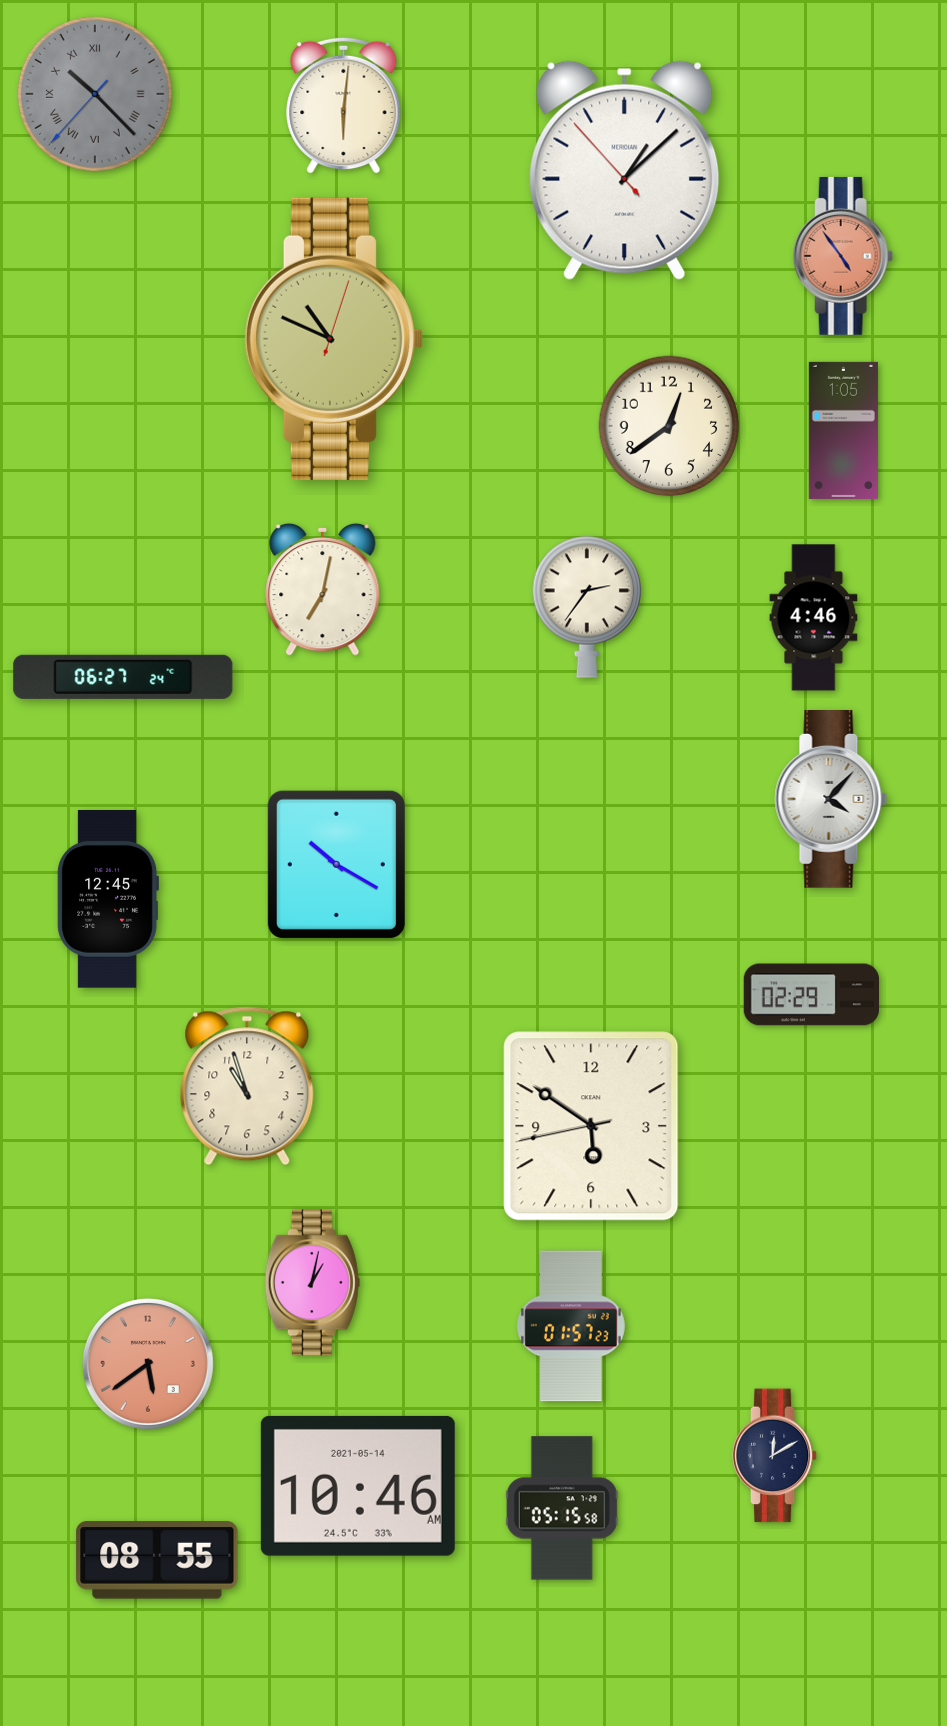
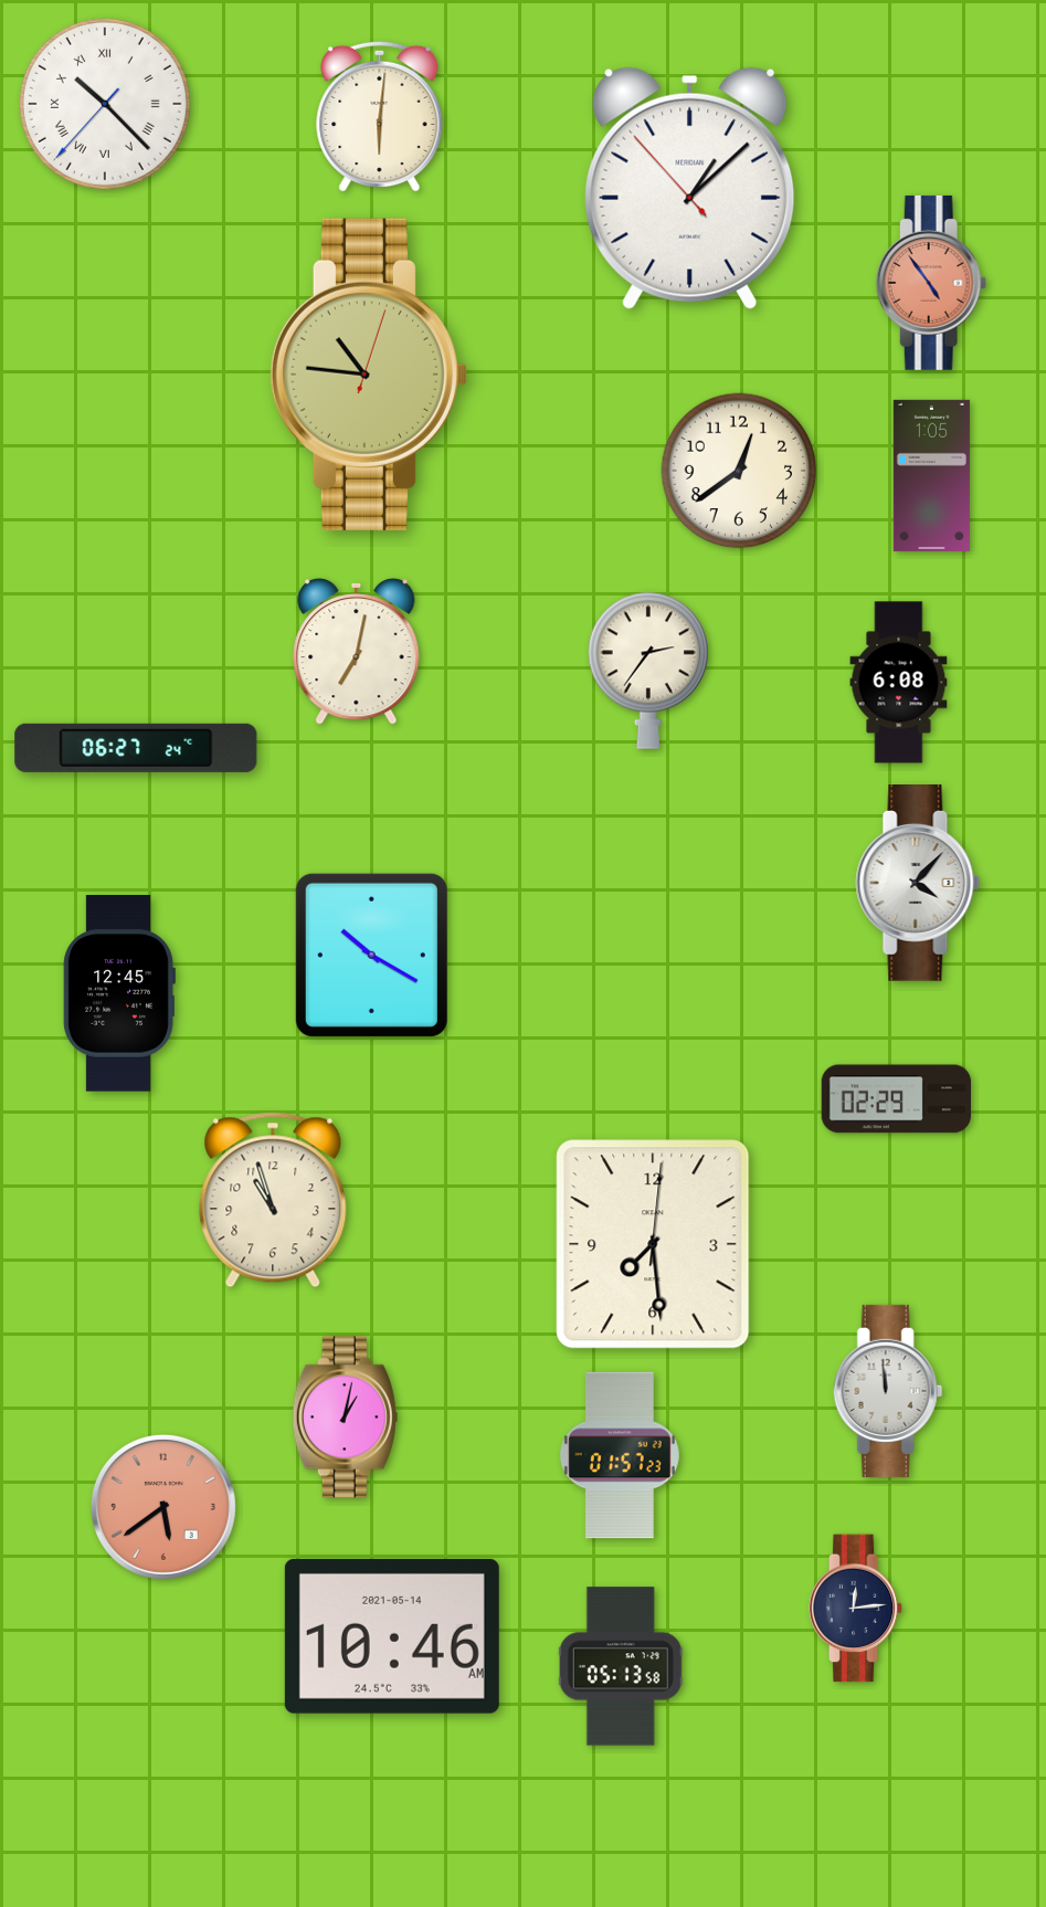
clock at (95, 94) dial: grey -> white
clock at (334, 339): 10:49 -> 10:46
clock at (814, 618): 4:46 -> 6:08
clock at (591, 1126): 5:50 -> 7:29
clock at (888, 1391): none -> 11:59
clock at (571, 1326) position: (571, 1326) -> (620, 1455)
clock at (775, 1456): 12:10 -> 12:14
clock at (358, 1486) position: (358, 1486) -> (392, 1636)
clock at (562, 1508): 05:15 -> 05:13
clock at (157, 1560): 08:55 -> none
